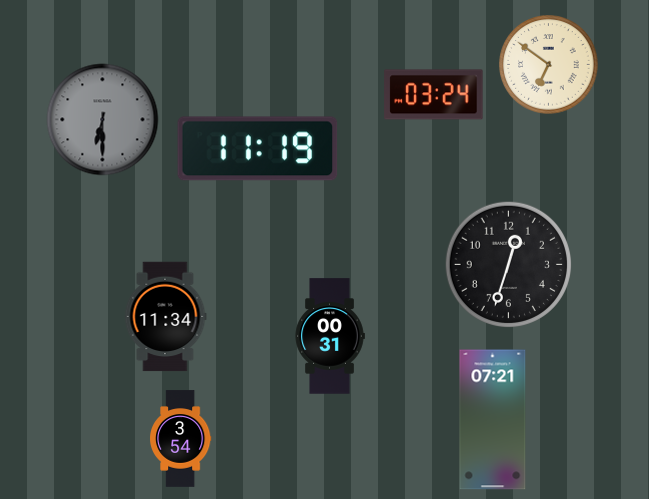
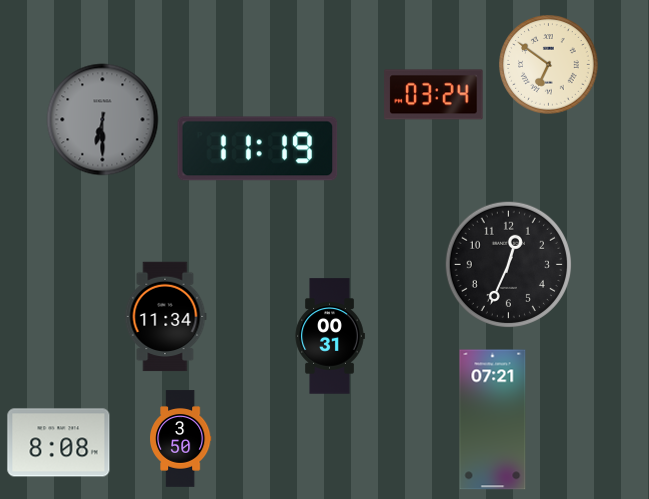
clock at (508, 264): 12:33 -> 12:34
clock at (180, 439): 3:54 -> 3:50
clock at (59, 443): none -> 8:08
